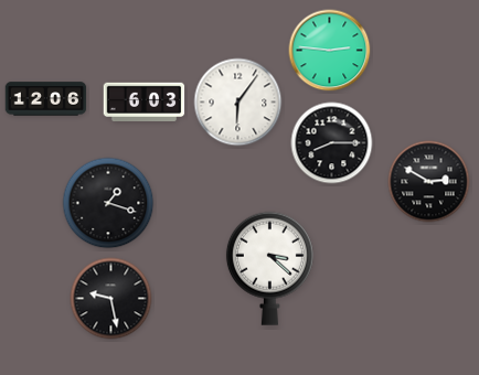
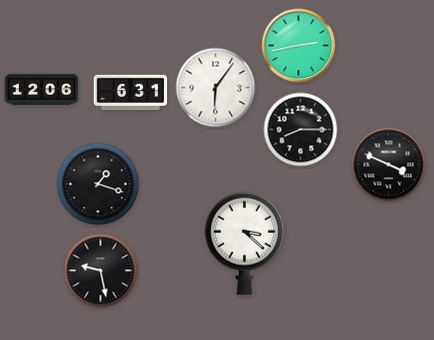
clock at (330, 51): 2:46 -> 2:43
clock at (145, 101): 6:03 -> 6:31
clock at (238, 103) position: (238, 103) -> (216, 88)
clock at (429, 182): 2:50 -> 3:49
